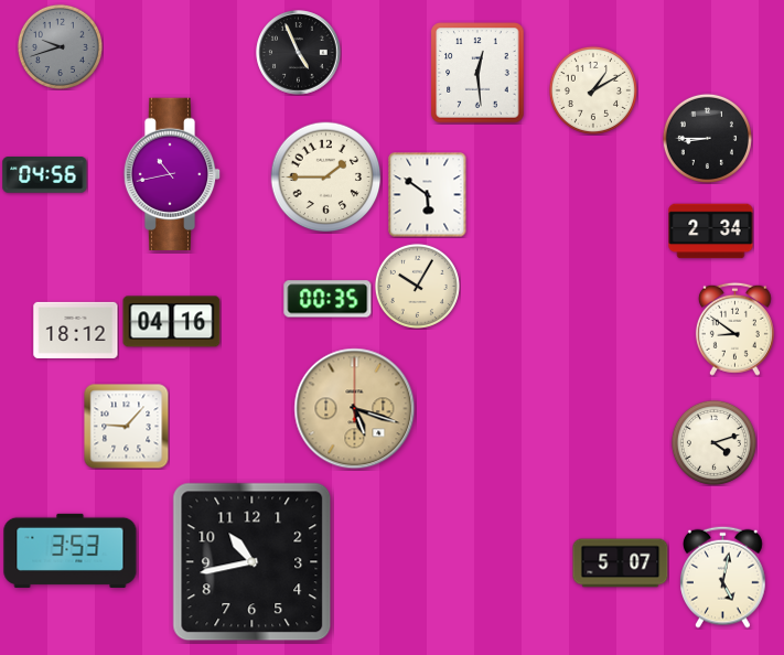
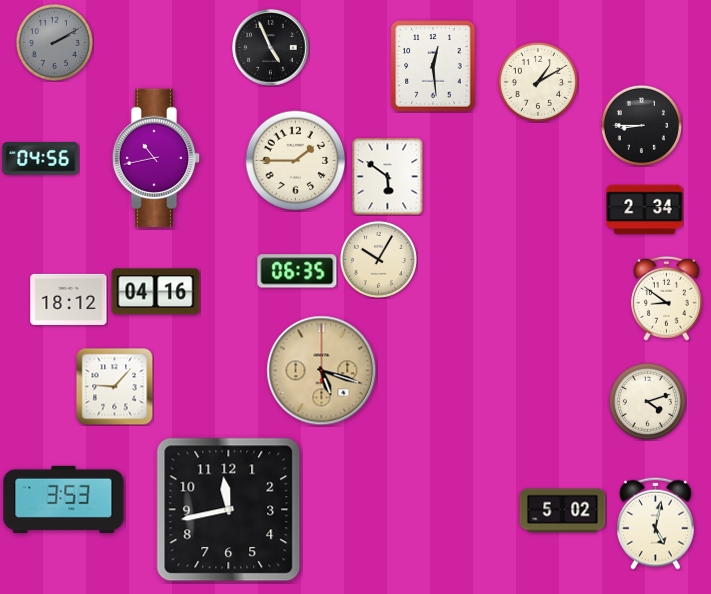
clock at (60, 46): 9:42 -> 2:10
clock at (327, 299): 00:35 -> 06:35
clock at (253, 562): 10:43 -> 11:43
clock at (621, 563): 5:07 -> 5:02
